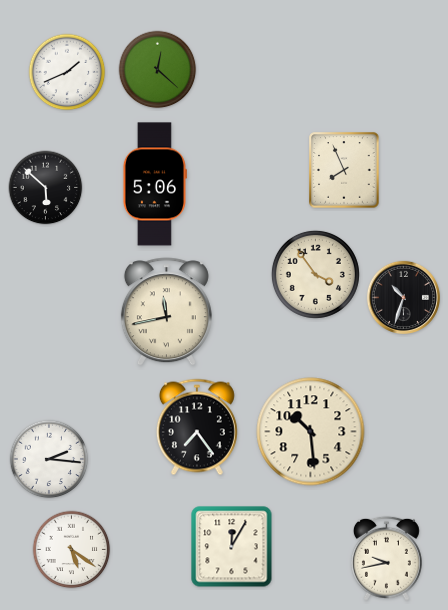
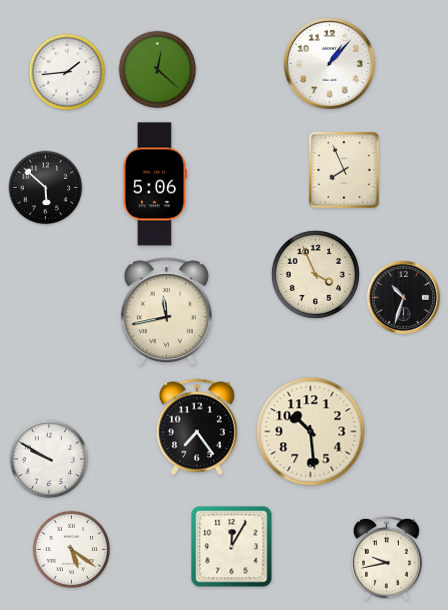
clock at (329, 63): none -> 1:07
clock at (67, 72): 1:41 -> 1:44
clock at (315, 274): 3:54 -> 3:56
clock at (49, 459): 2:16 -> 9:50
